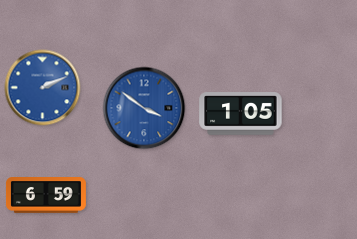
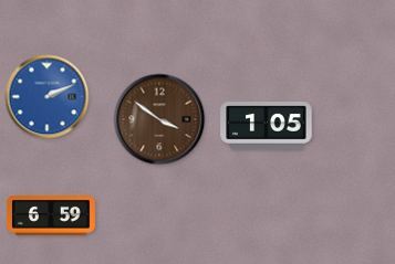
clock at (144, 108) dial: blue -> brown
